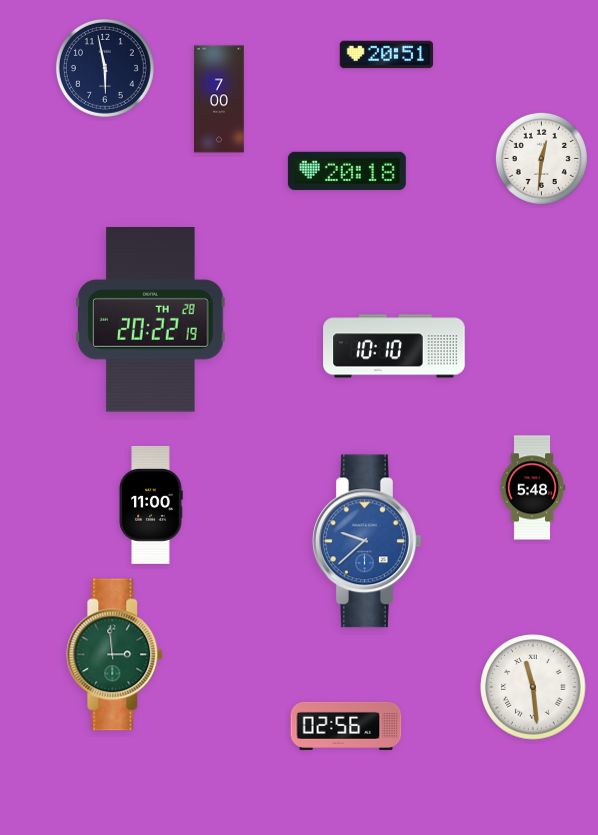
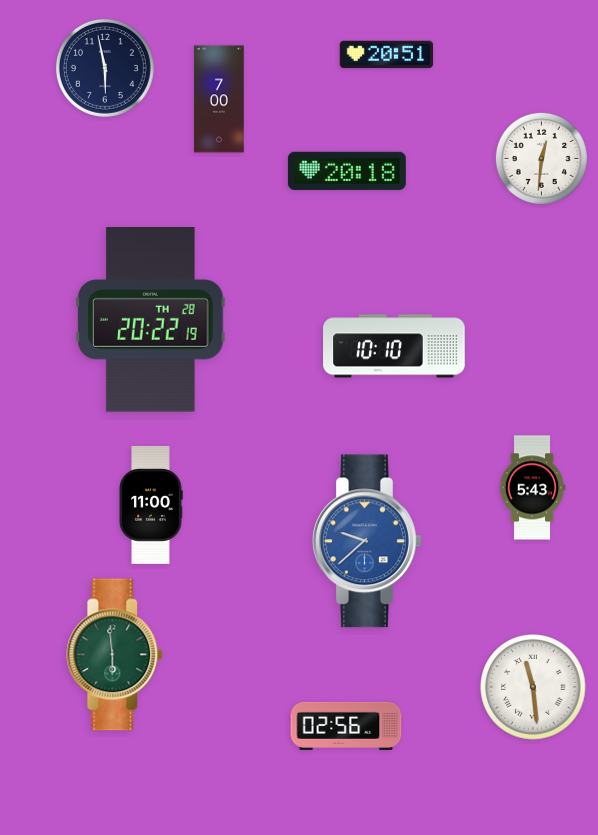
clock at (532, 488): 5:48 -> 5:43
clock at (115, 655): 2:59 -> 5:59
